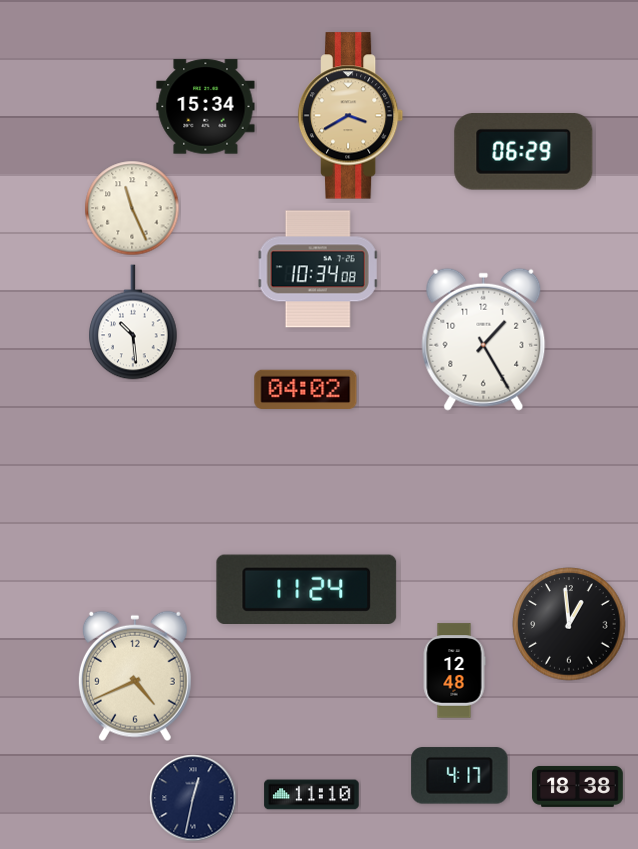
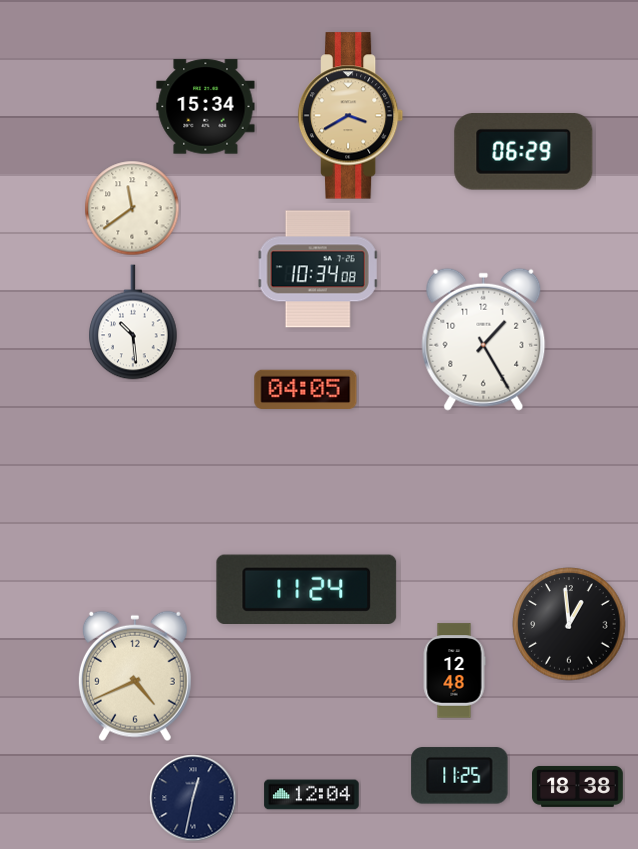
clock at (132, 208): 11:26 -> 11:39
clock at (306, 389): 04:02 -> 04:05
clock at (460, 776): 4:17 -> 11:25
clock at (312, 795): 11:10 -> 12:04
